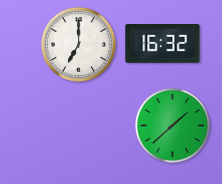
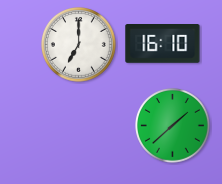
clock at (163, 44): 16:32 -> 16:10
